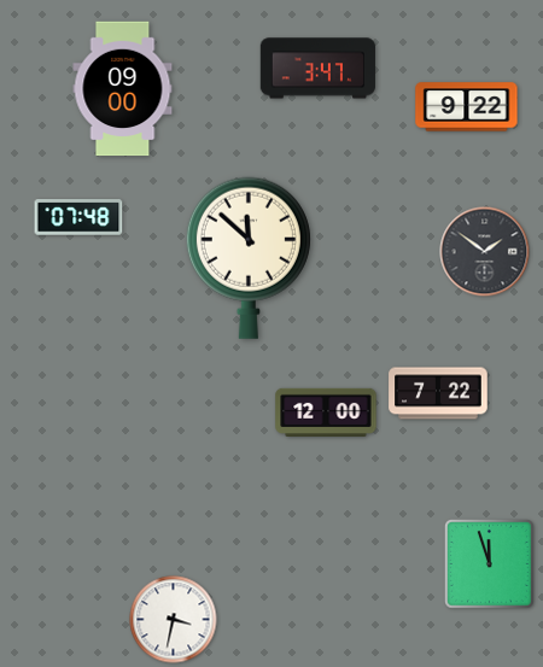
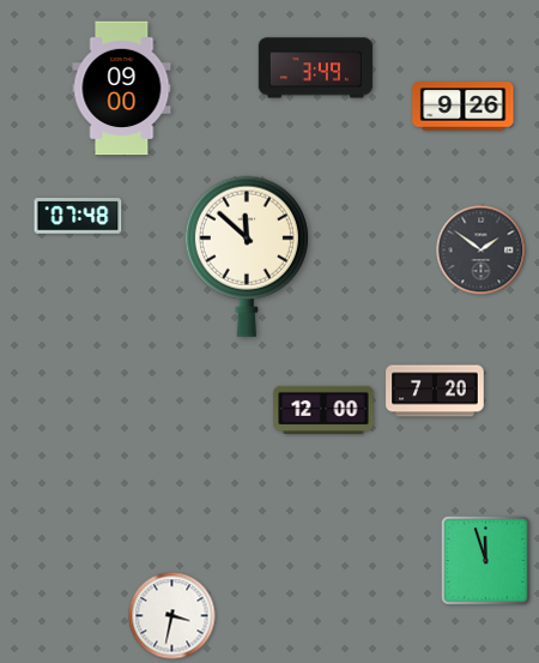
clock at (317, 69): 3:47 -> 3:49
clock at (467, 107): 9:22 -> 9:26
clock at (438, 393): 7:22 -> 7:20
